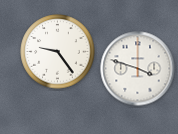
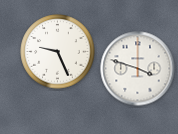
clock at (58, 52): 9:24 -> 9:26
